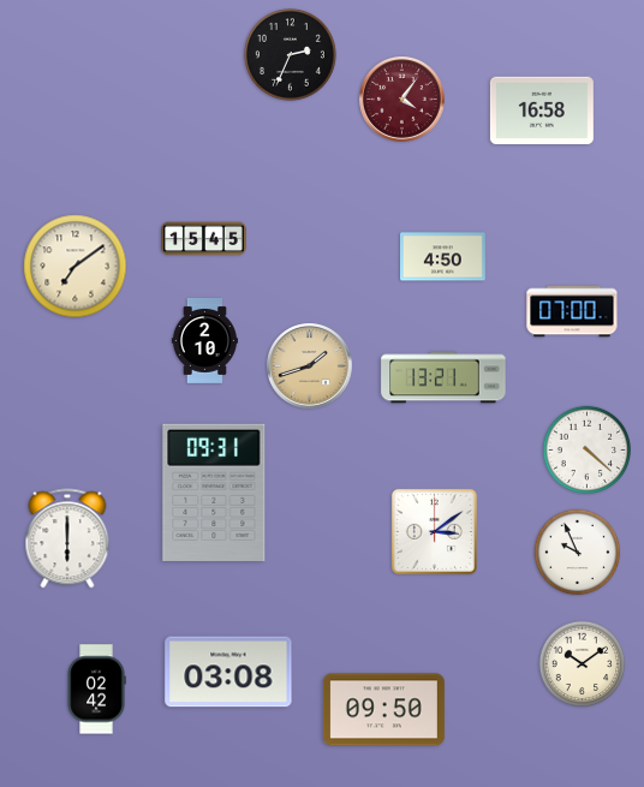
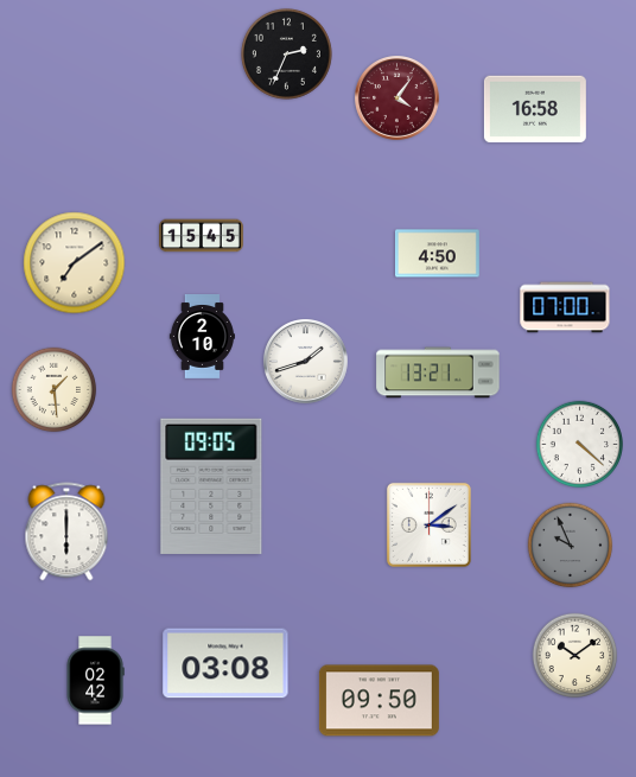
clock at (310, 366) dial: champagne -> white
clock at (55, 390): none -> 1:29
clock at (214, 493): 09:31 -> 09:05
clock at (578, 553) dial: white -> grey
